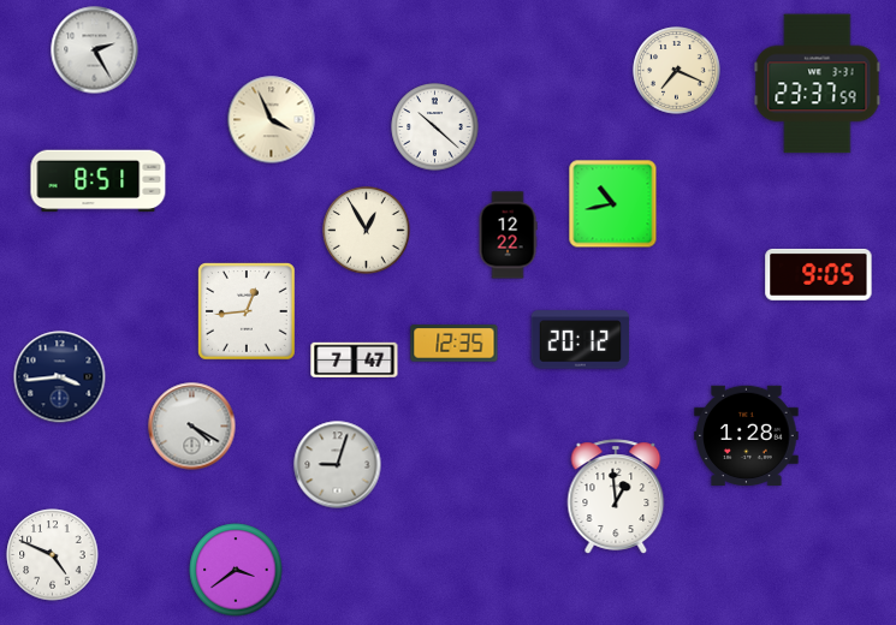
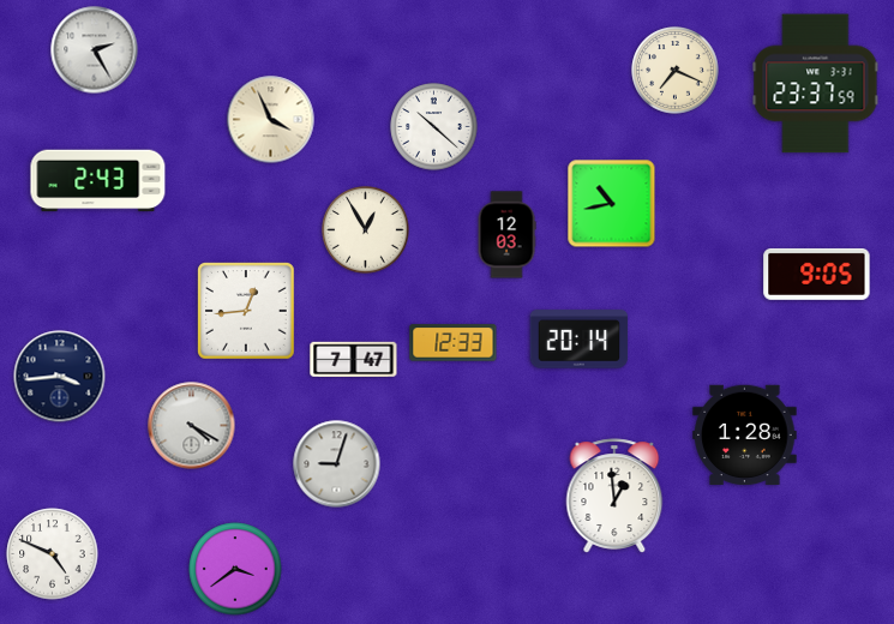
clock at (99, 181): 8:51 -> 2:43
clock at (508, 236): 12:22 -> 12:03
clock at (581, 340): 20:12 -> 20:14
clock at (455, 344): 12:35 -> 12:33
